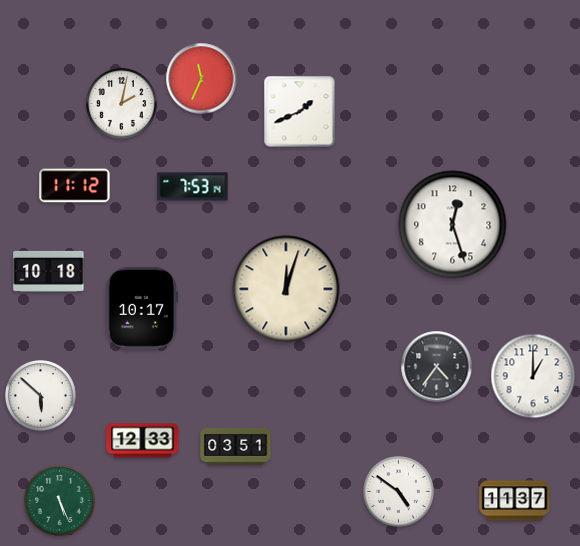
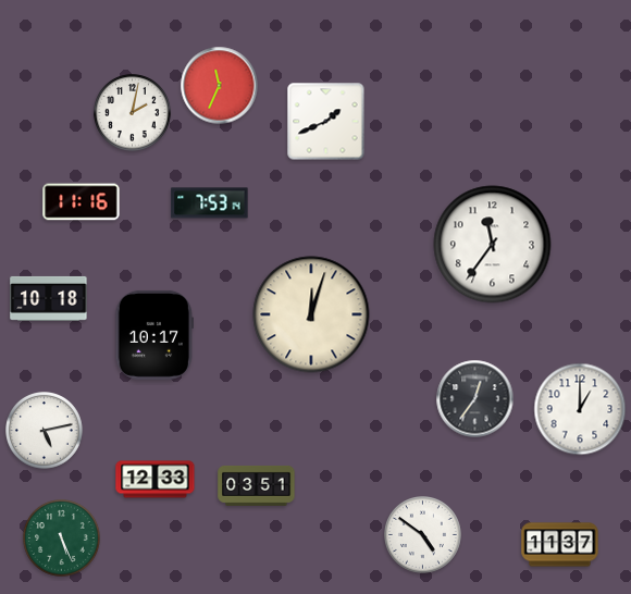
clock at (75, 186): 11:12 -> 11:16
clock at (453, 225): 12:27 -> 11:36
clock at (49, 271) position: (49, 271) -> (49, 298)
clock at (437, 367): 4:36 -> 12:36
clock at (41, 396): 5:52 -> 5:13
clock at (399, 492) position: (399, 492) -> (423, 535)
clock at (60, 501) position: (60, 501) -> (62, 539)
